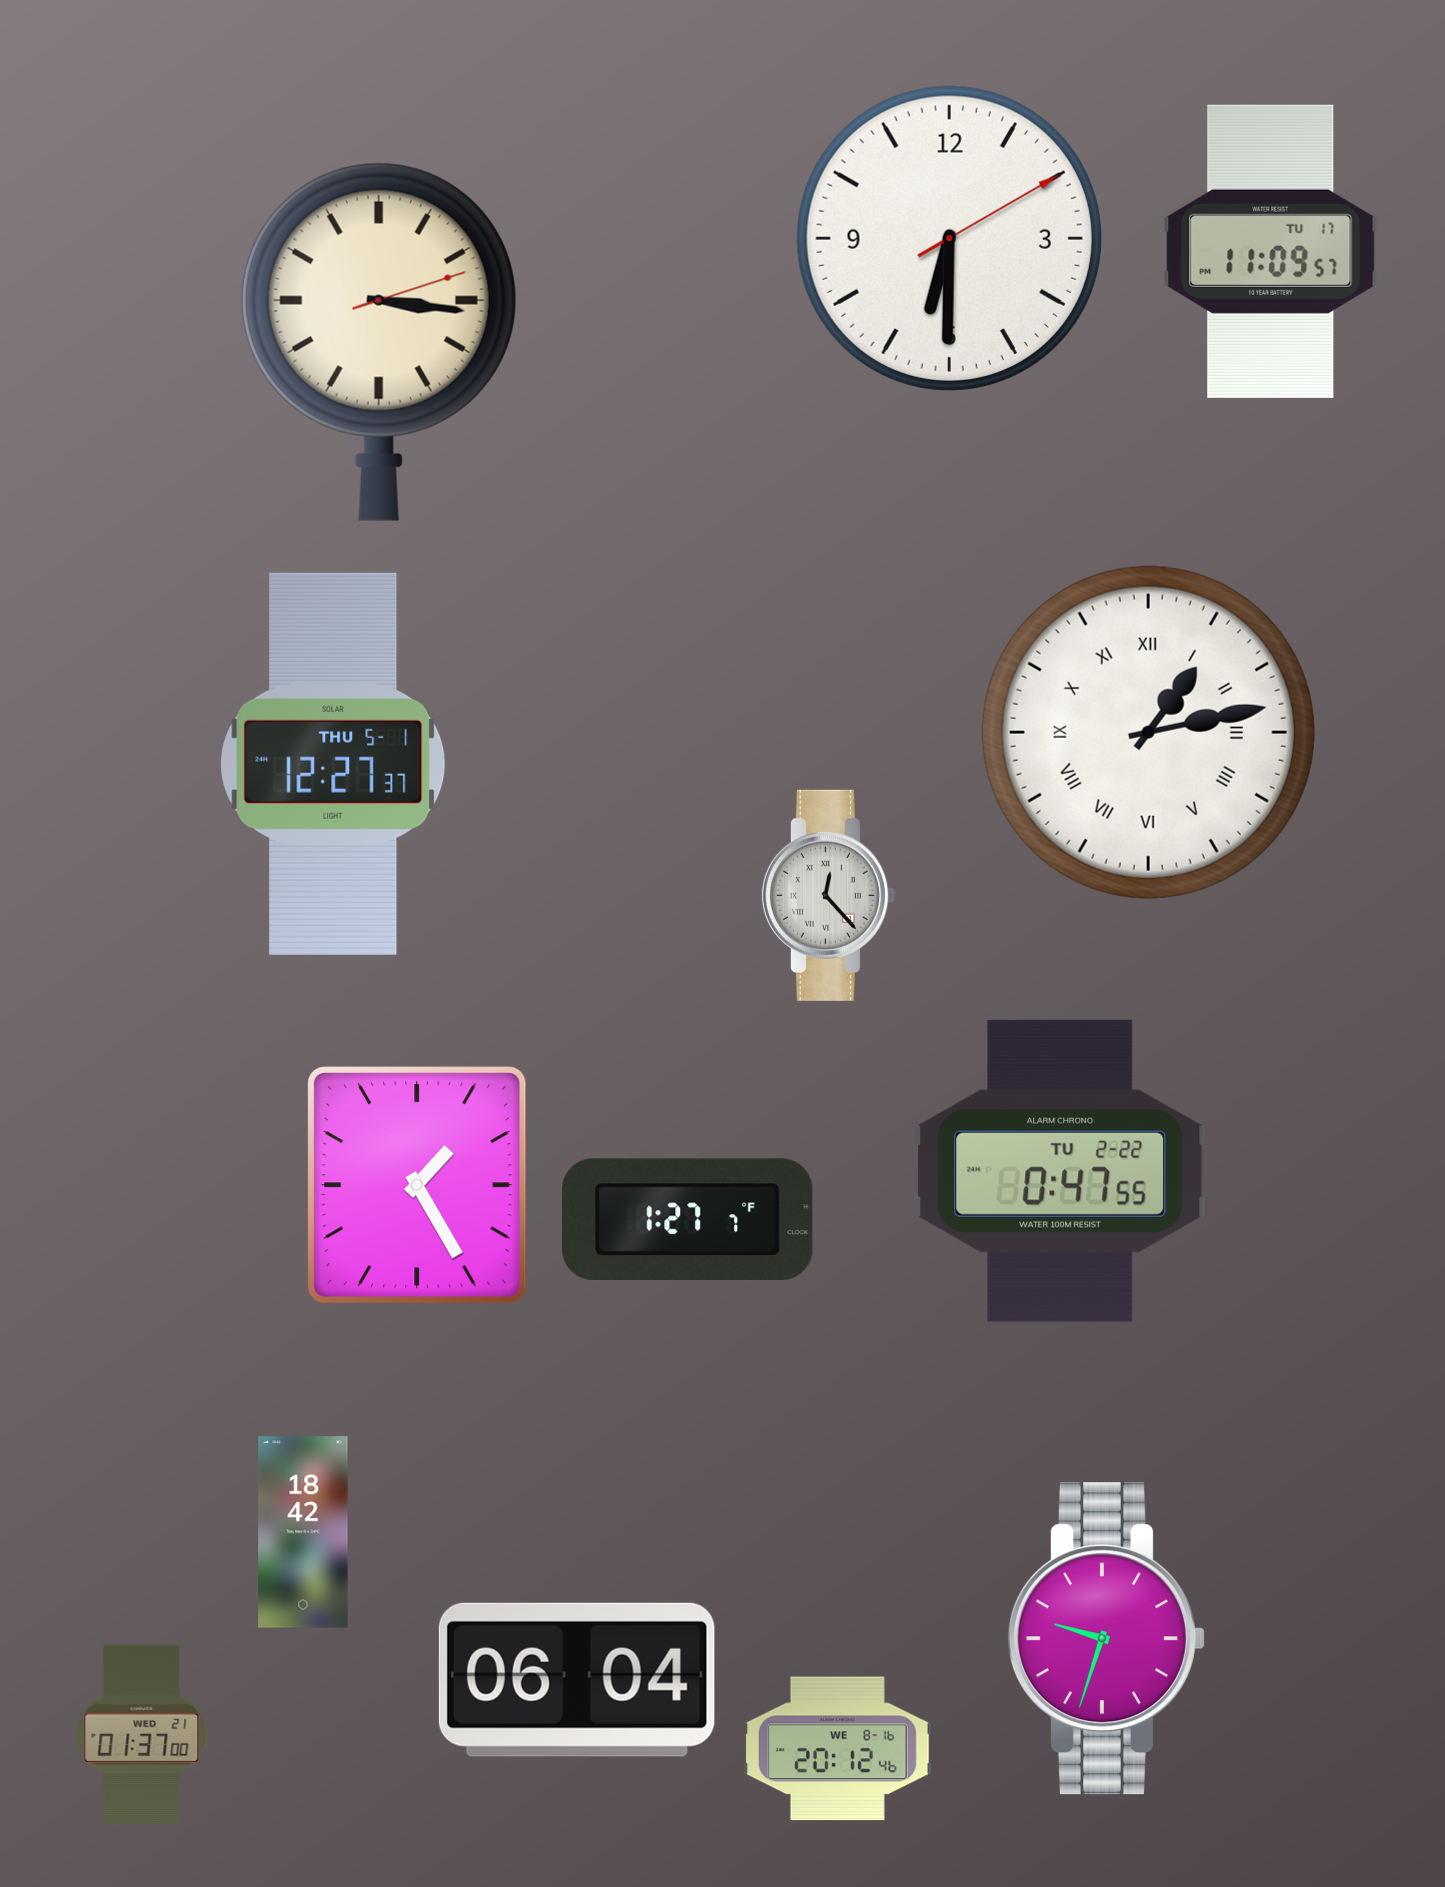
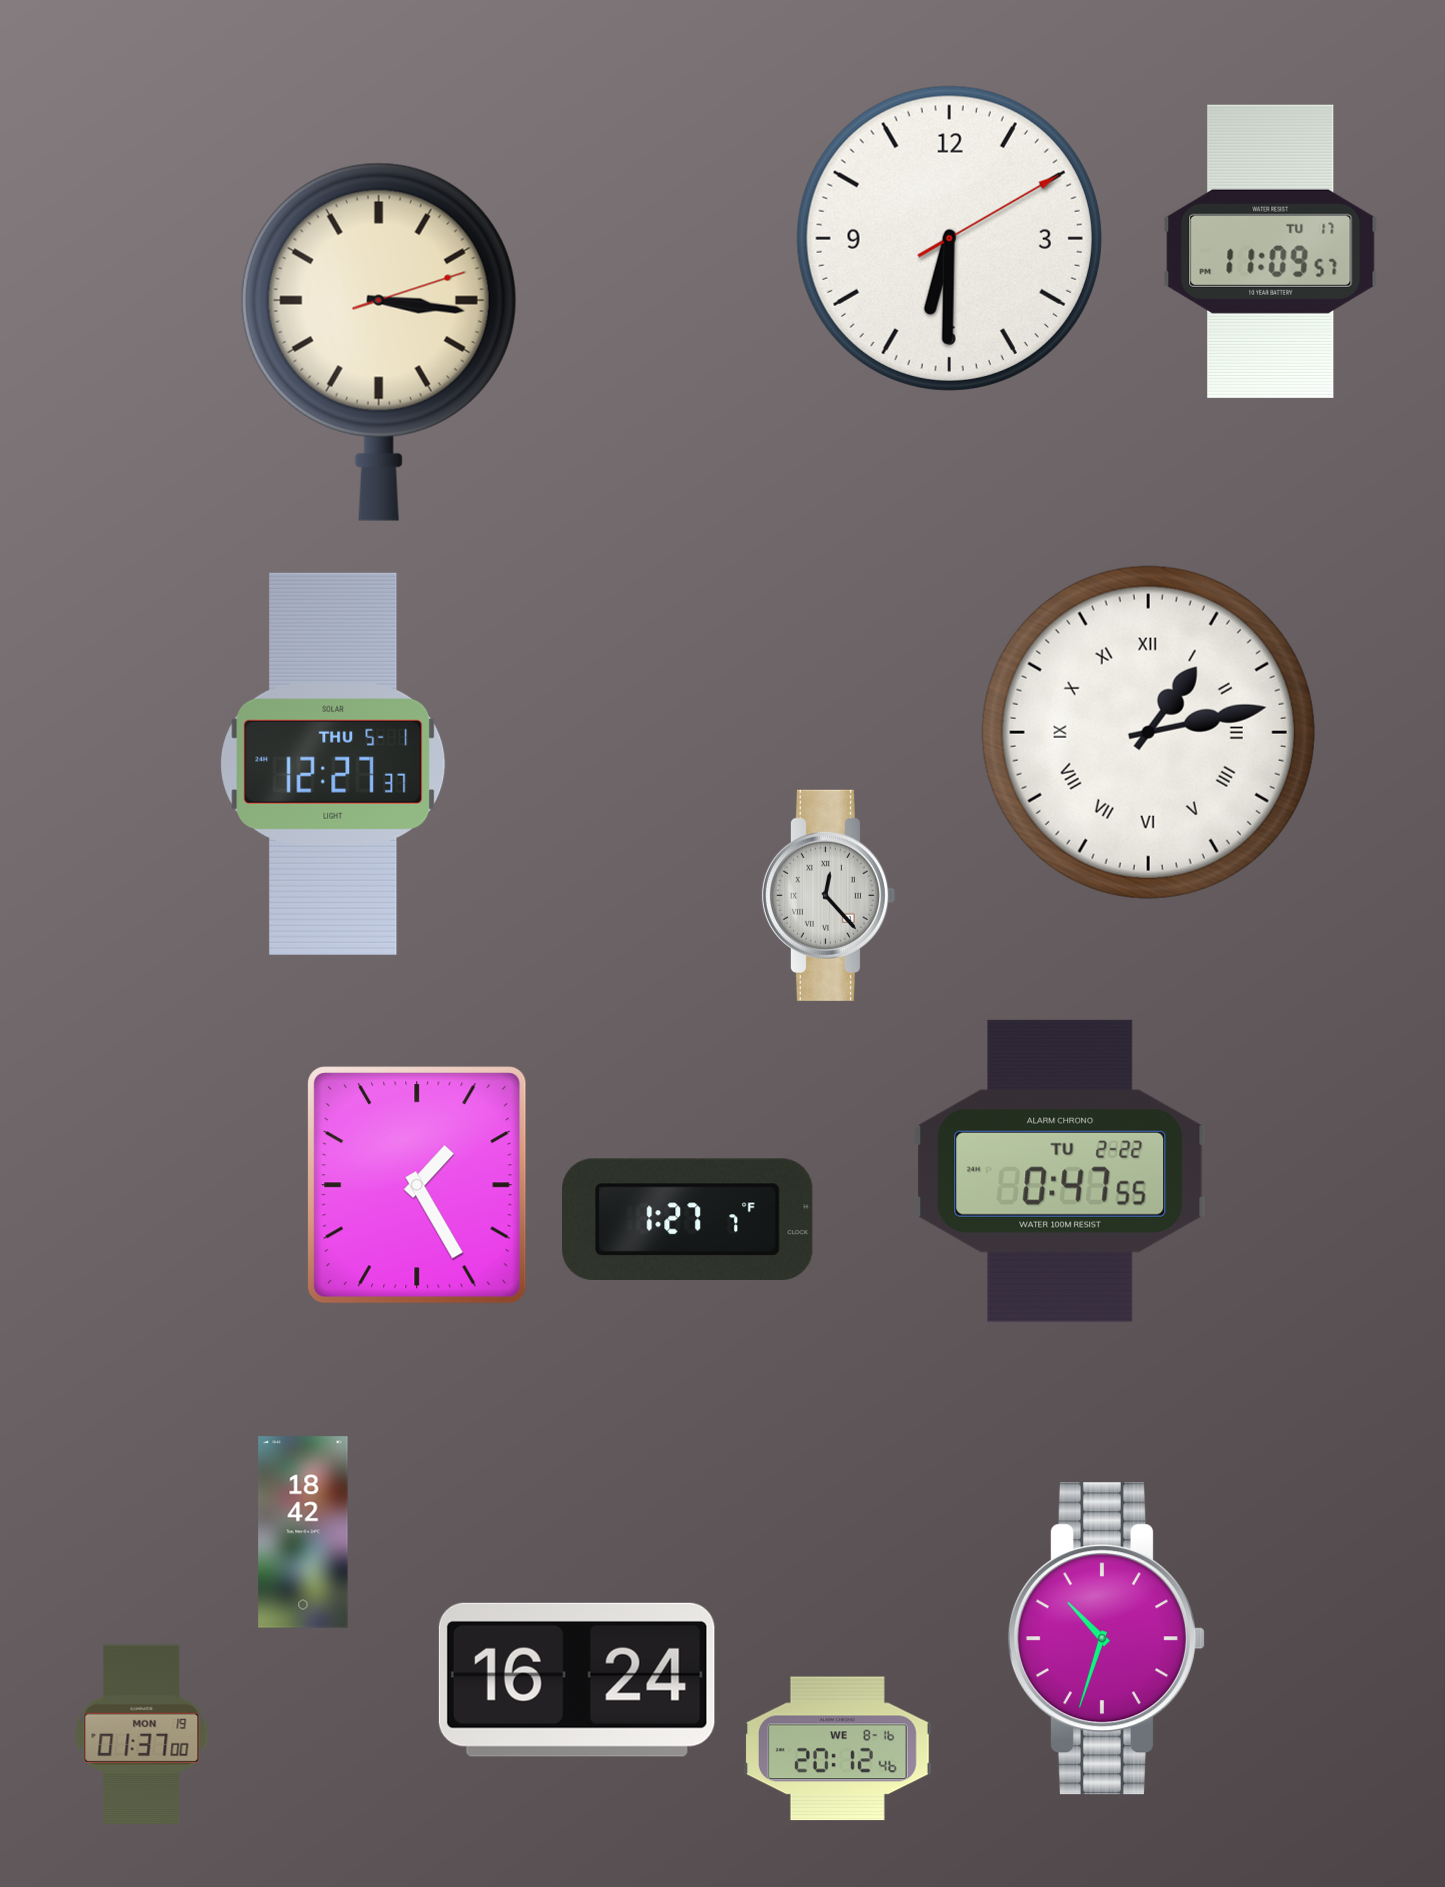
clock at (1106, 1639): 9:33 -> 10:33
clock at (577, 1680): 06:04 -> 16:24
clock at (142, 1734) date: WED 21 -> MON 19
